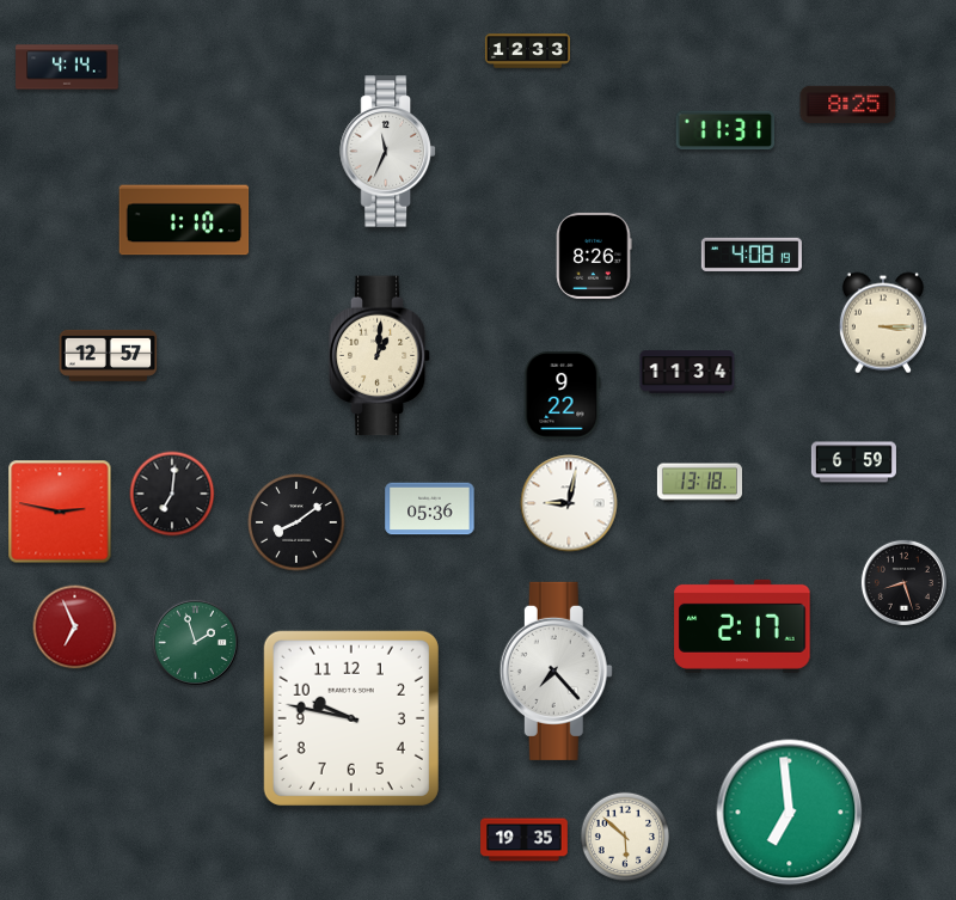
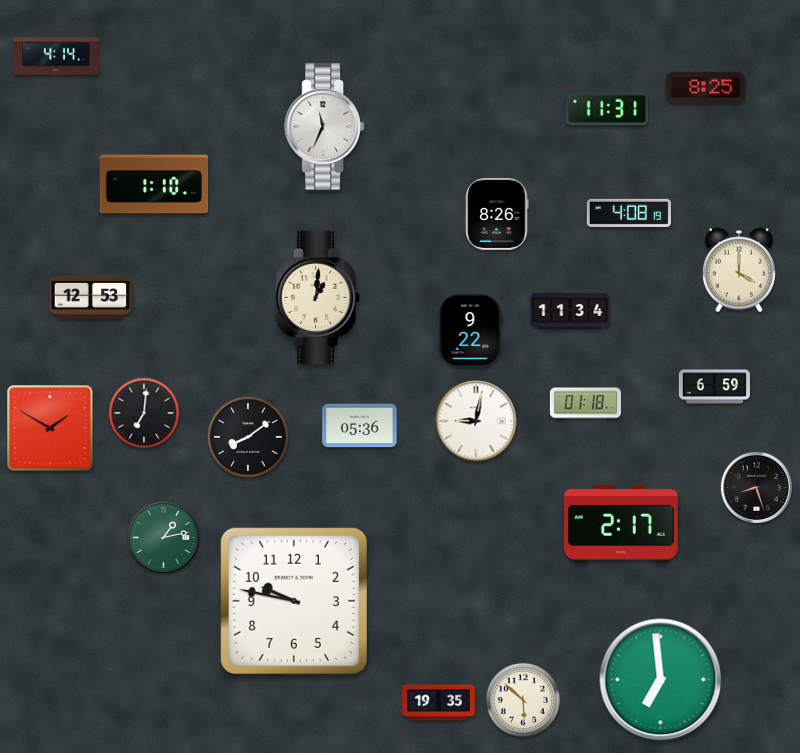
clock at (527, 51): 12:33 -> none
clock at (848, 104) position: (848, 104) -> (706, 87)
clock at (883, 323): 3:15 -> 4:00
clock at (109, 355): 12:57 -> 12:53
clock at (687, 372) position: (687, 372) -> (570, 311)
clock at (699, 483): 13:18 -> 01:18
clock at (60, 512): 2:47 -> 1:50
clock at (75, 627): 6:56 -> none
clock at (195, 642): 1:57 -> 1:13
clock at (556, 671): 7:23 -> none
